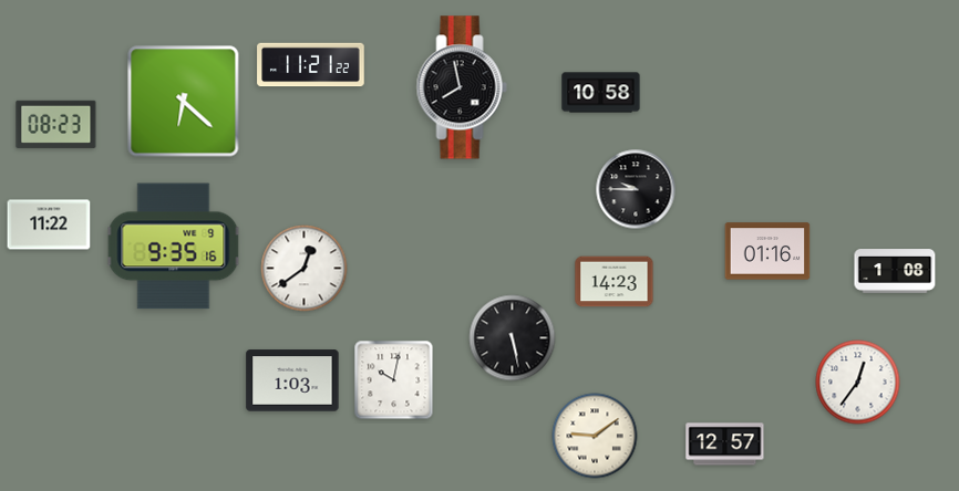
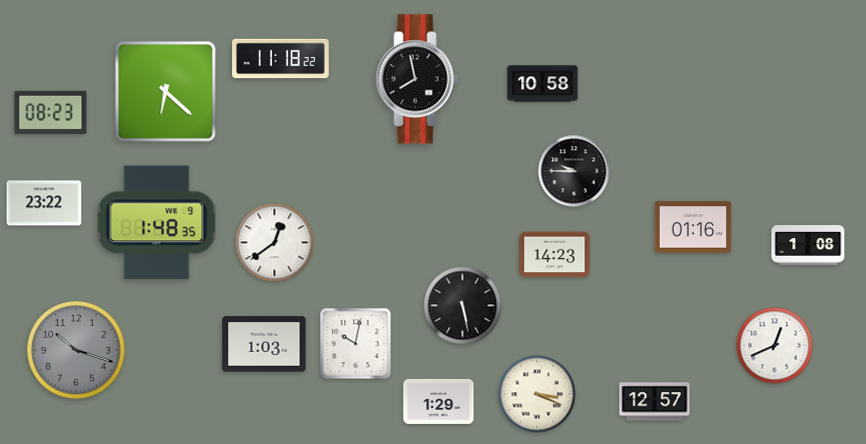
clock at (311, 65): 11:21 -> 11:18
clock at (49, 224): 11:22 -> 23:22
clock at (174, 247): 9:35 -> 1:48
clock at (858, 383): 12:36 -> 12:41
clock at (76, 350): none -> 10:18
clock at (595, 436): 9:09 -> 3:19
clock at (439, 401): none -> 1:29
